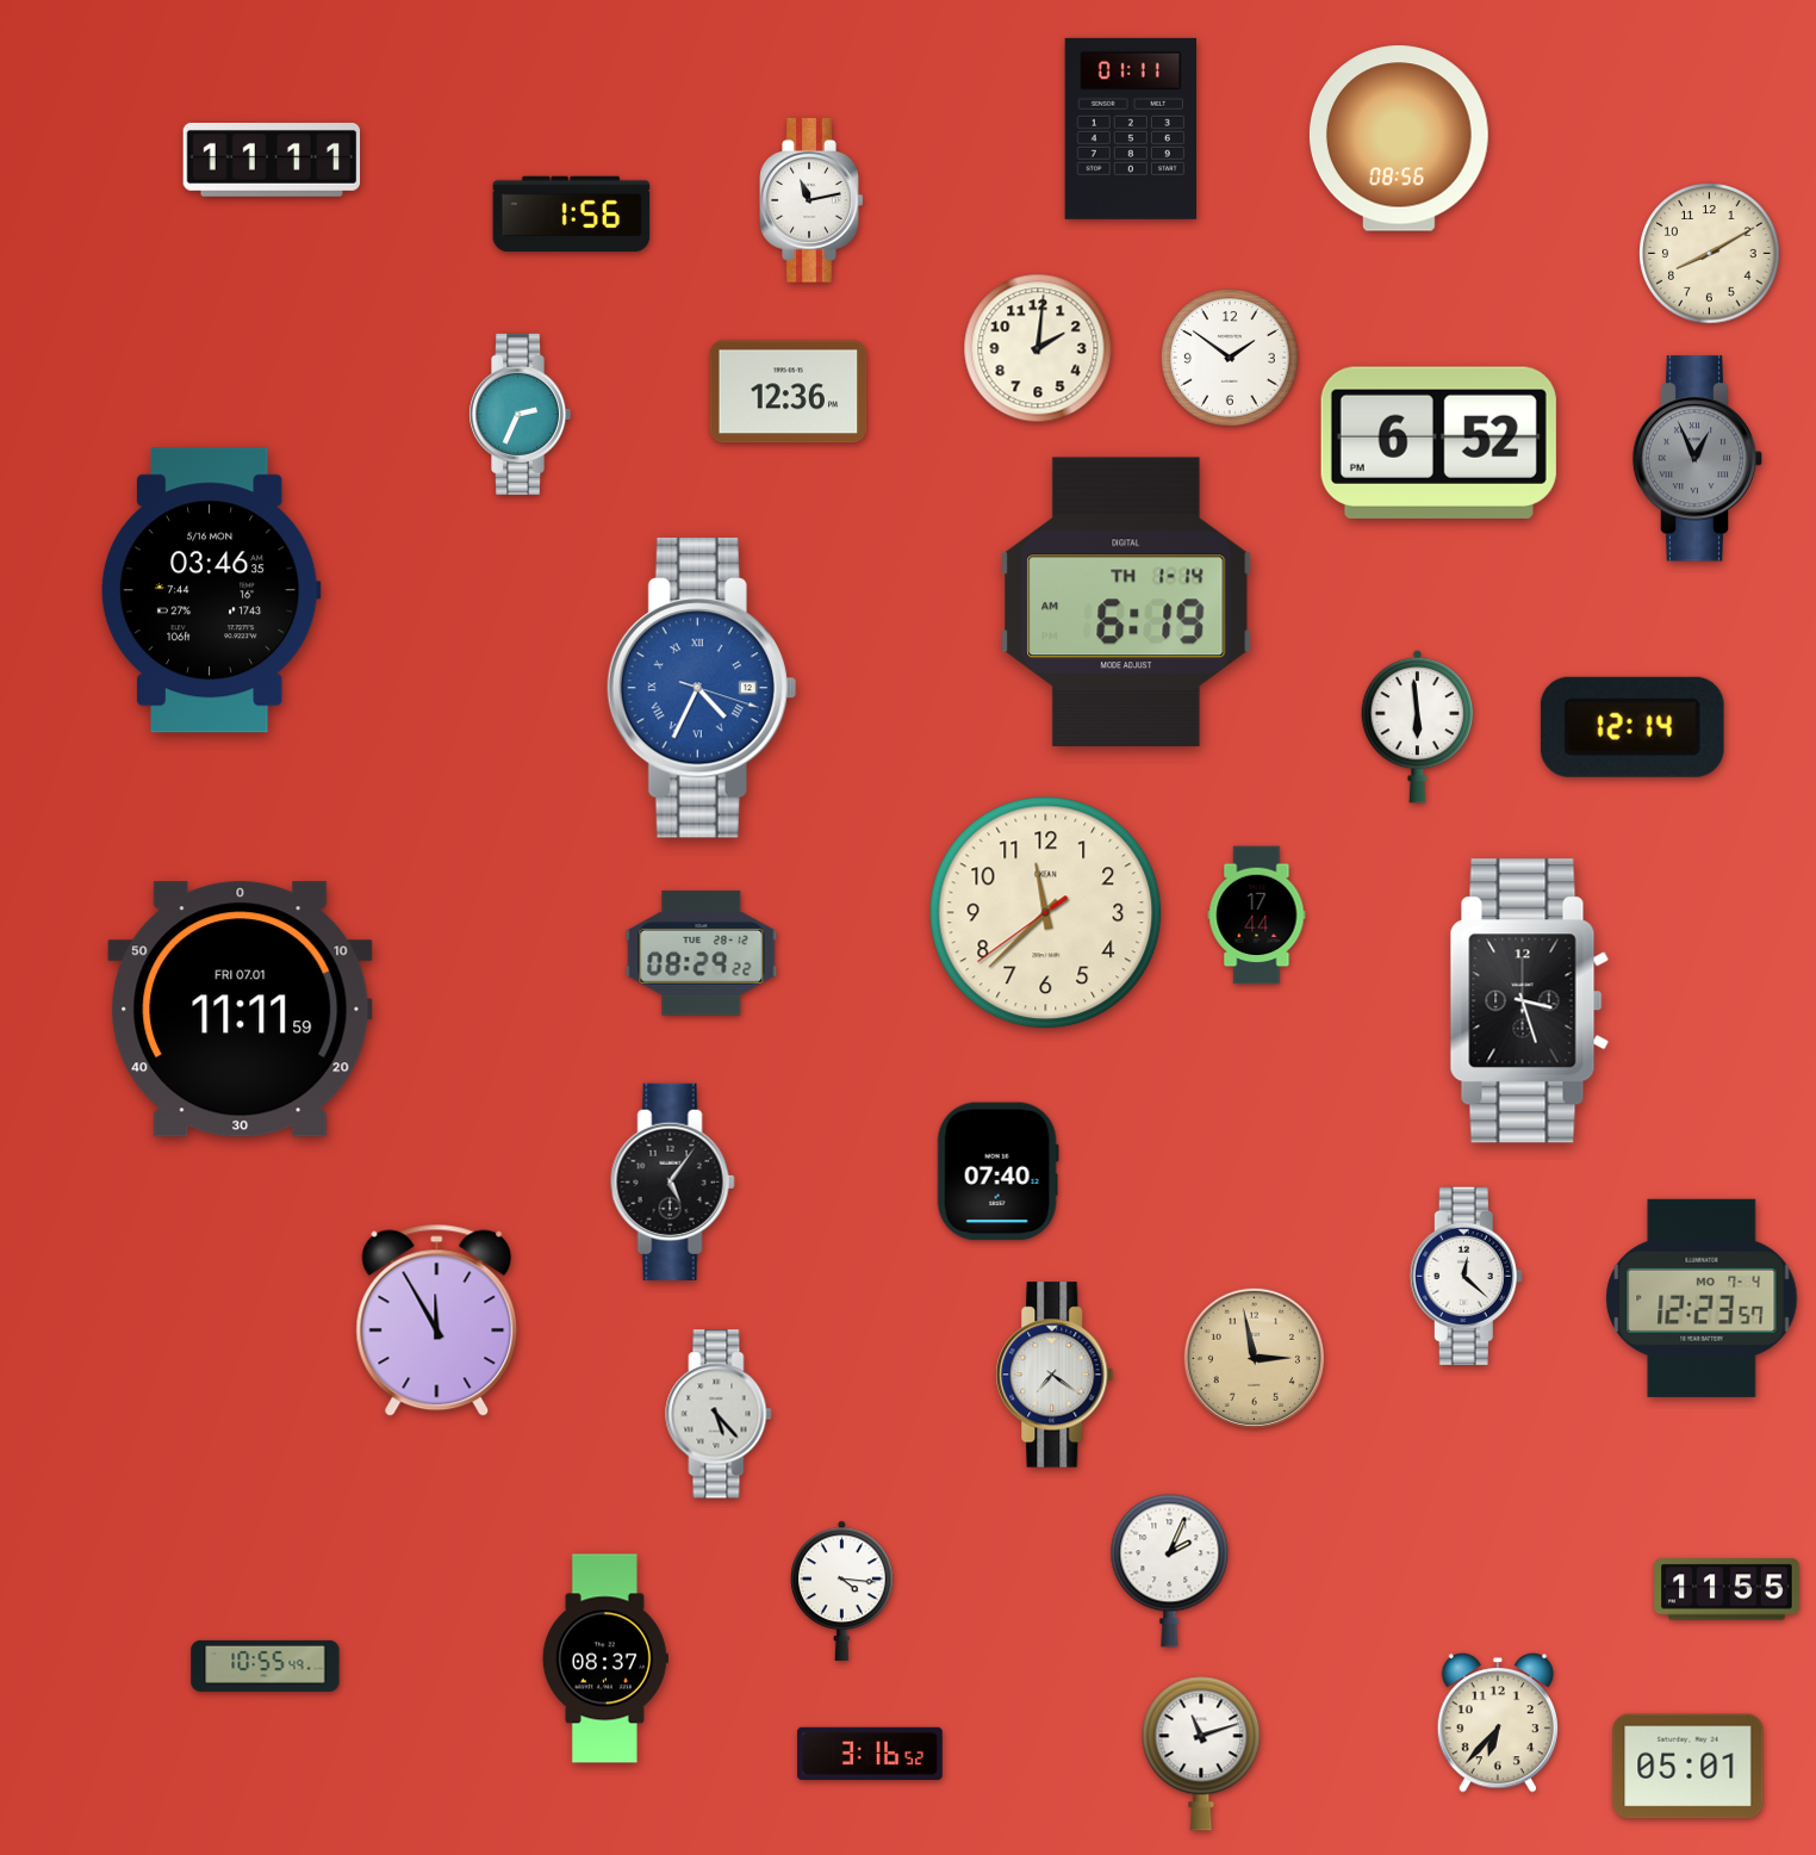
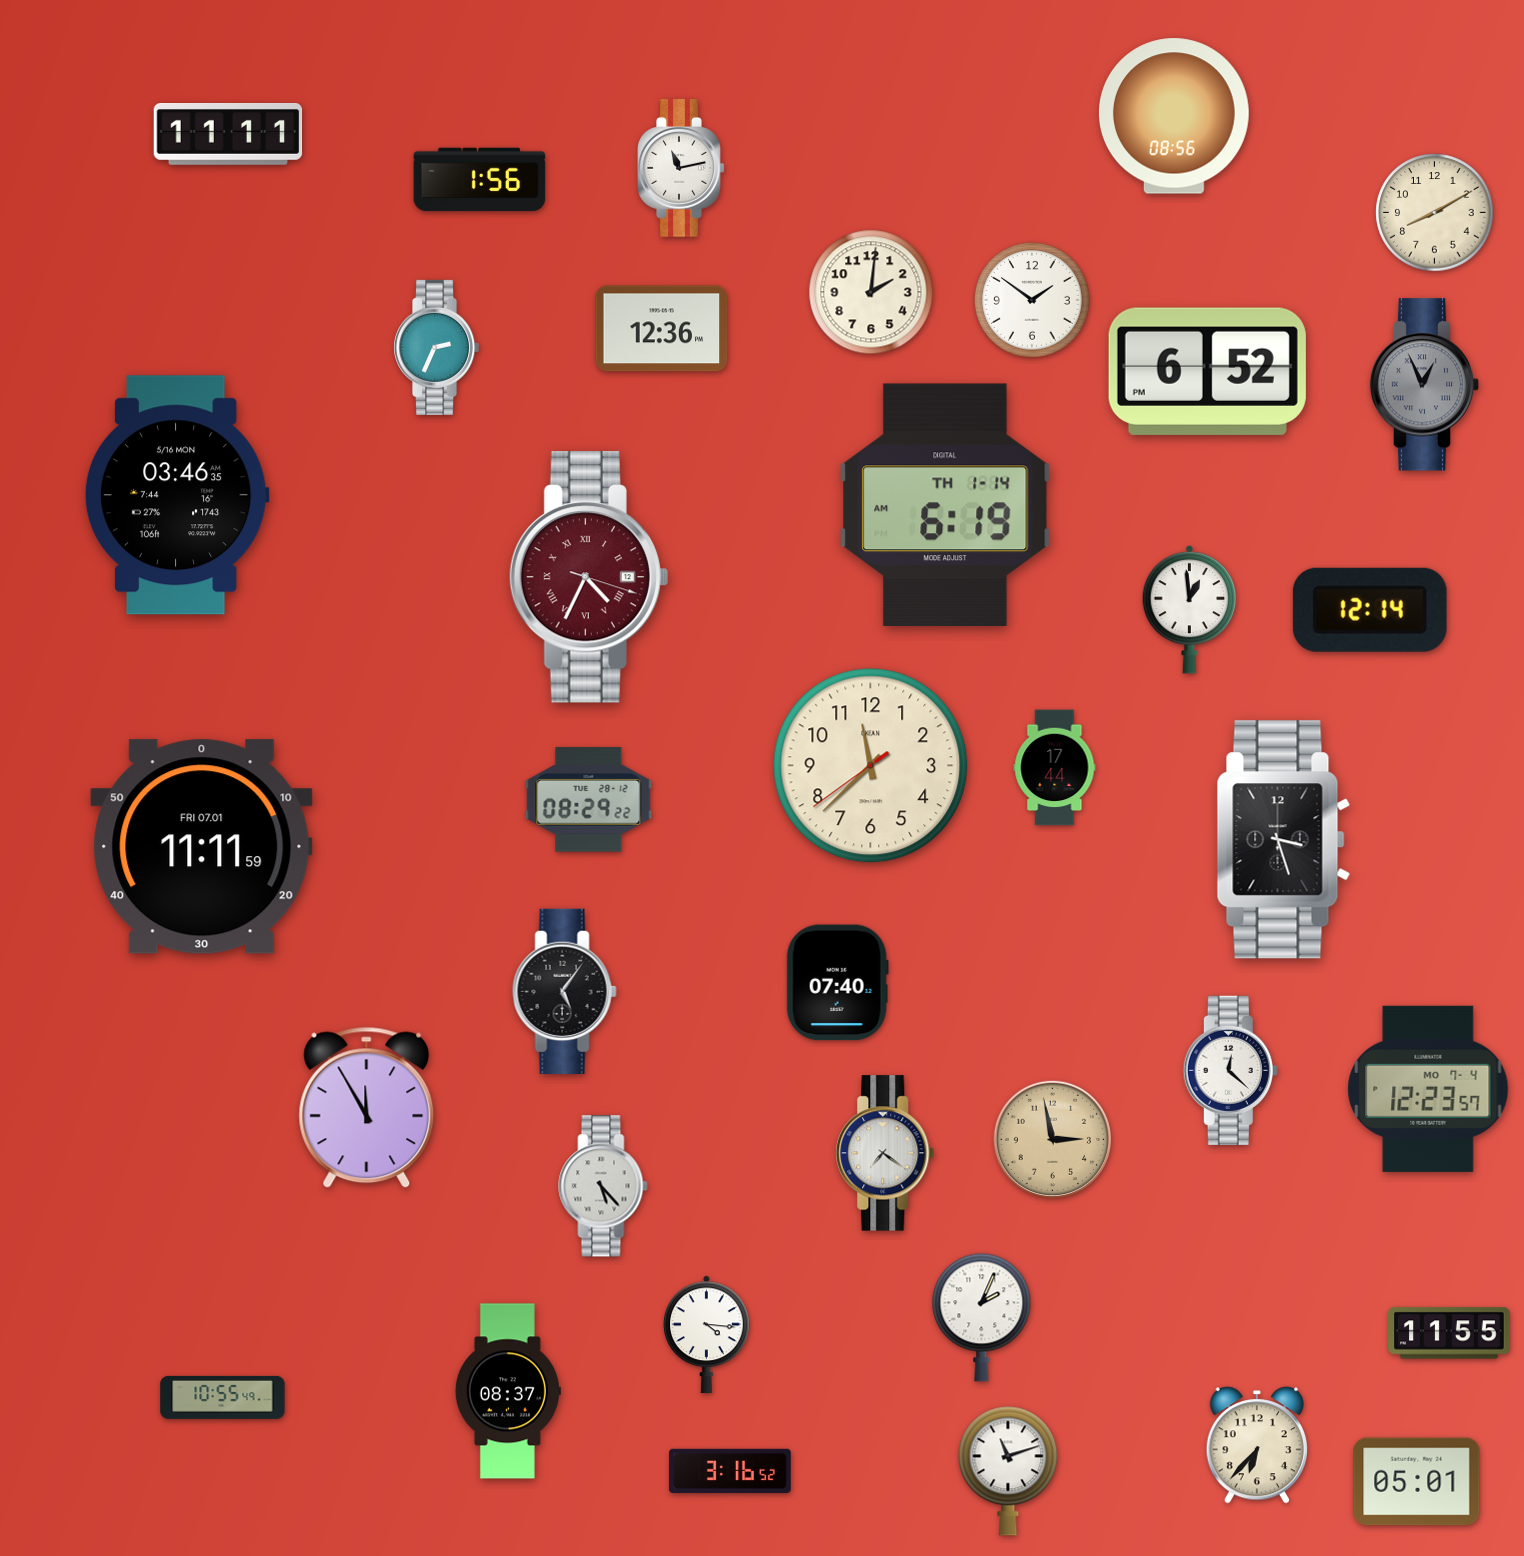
clock at (1130, 129): 01:11 -> none
clock at (702, 688) dial: blue -> burgundy
clock at (1418, 726): 5:59 -> 12:59
clock at (1046, 913) position: (1046, 913) -> (871, 766)
